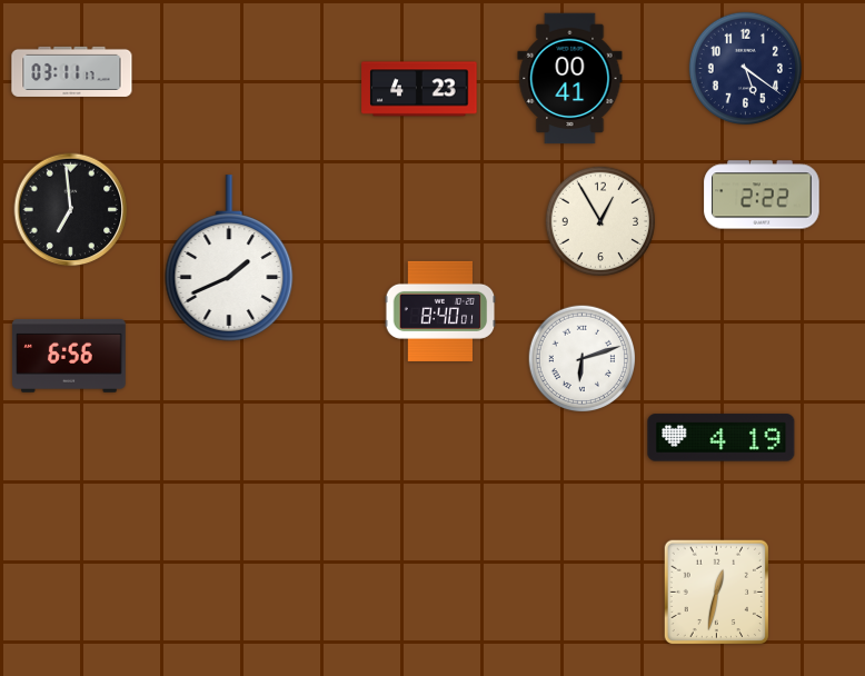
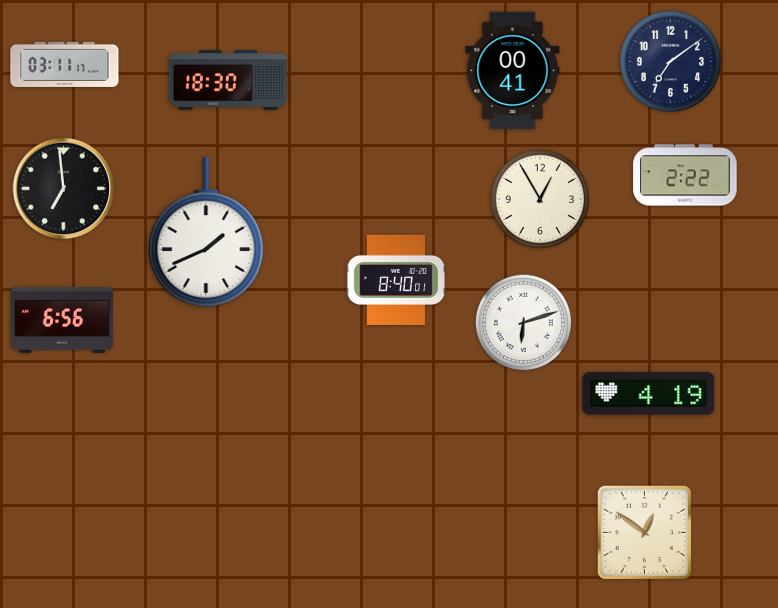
clock at (745, 68): 5:21 -> 7:09
clock at (228, 80): none -> 18:30
clock at (419, 89): 4:23 -> none
clock at (717, 593): 12:32 -> 12:51
